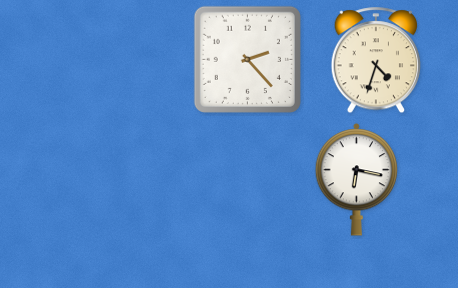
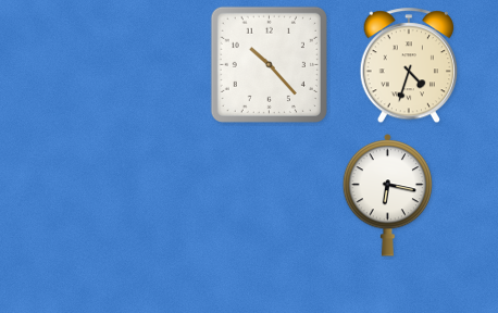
clock at (247, 59): 2:23 -> 10:23
